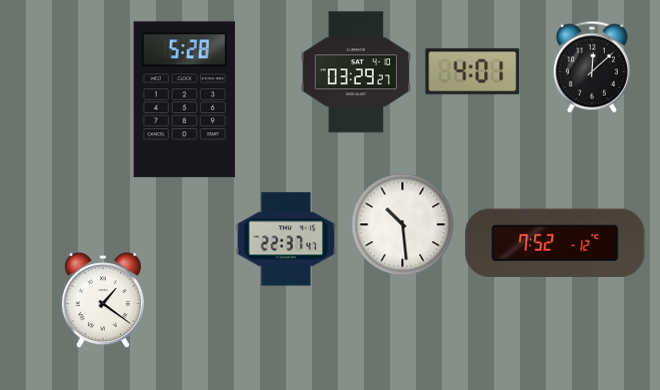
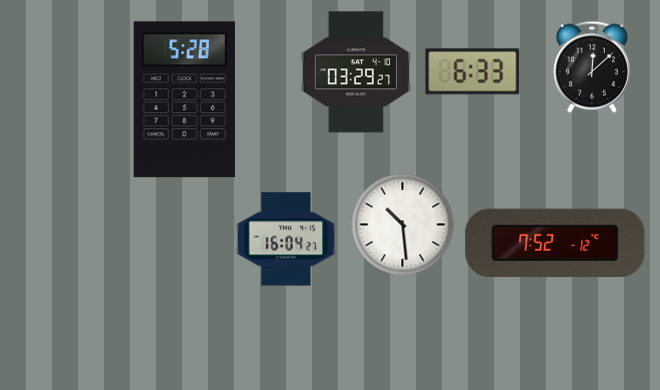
clock at (473, 72): 4:01 -> 6:33
clock at (286, 239): 22:37 -> 16:04
clock at (103, 301): 1:21 -> none
